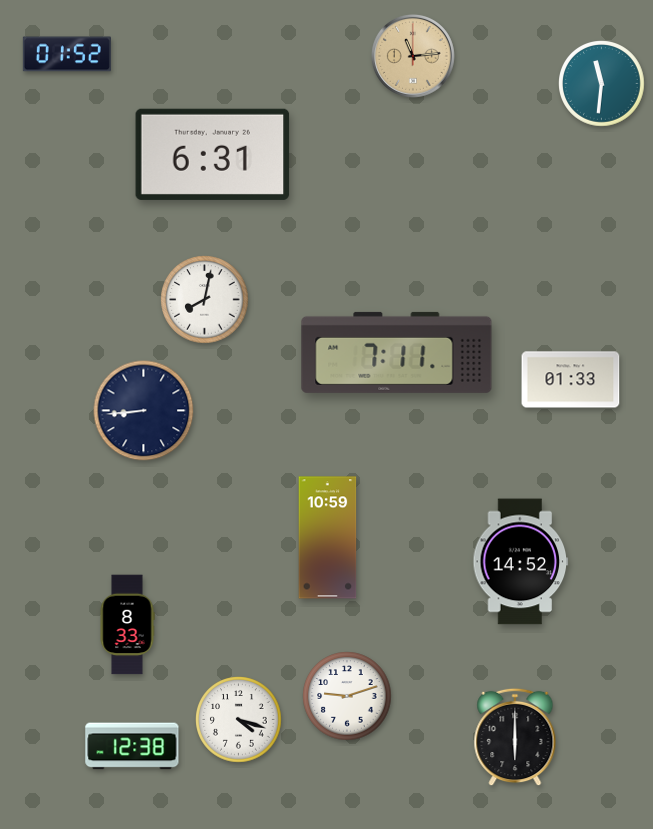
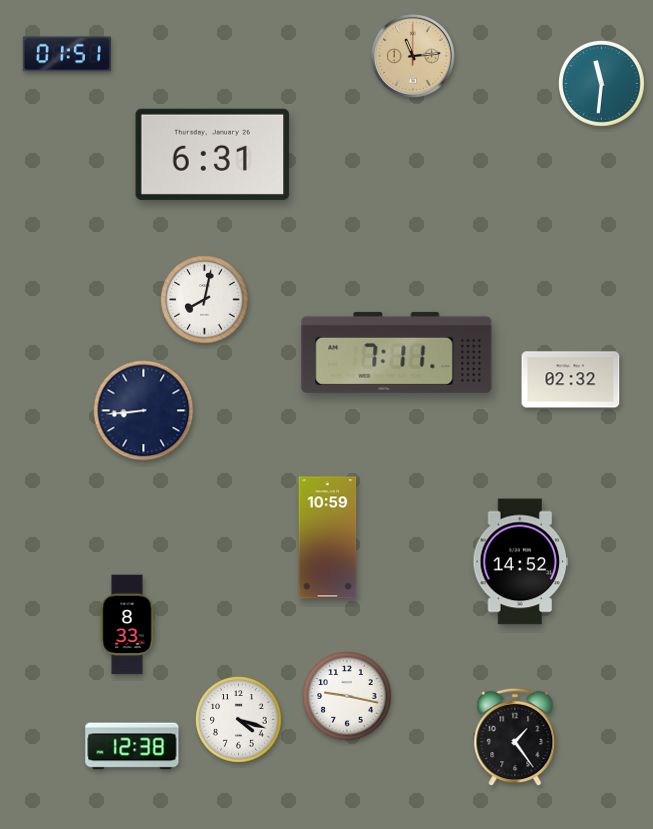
clock at (67, 54): 01:52 -> 01:51
clock at (571, 380): 01:33 -> 02:32
clock at (347, 696): 9:12 -> 9:17
clock at (515, 737): 6:00 -> 1:24
